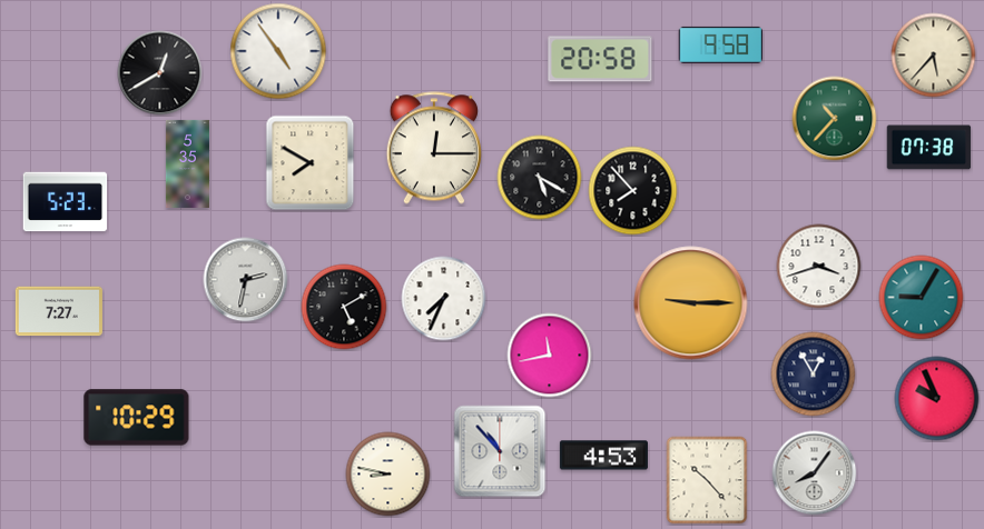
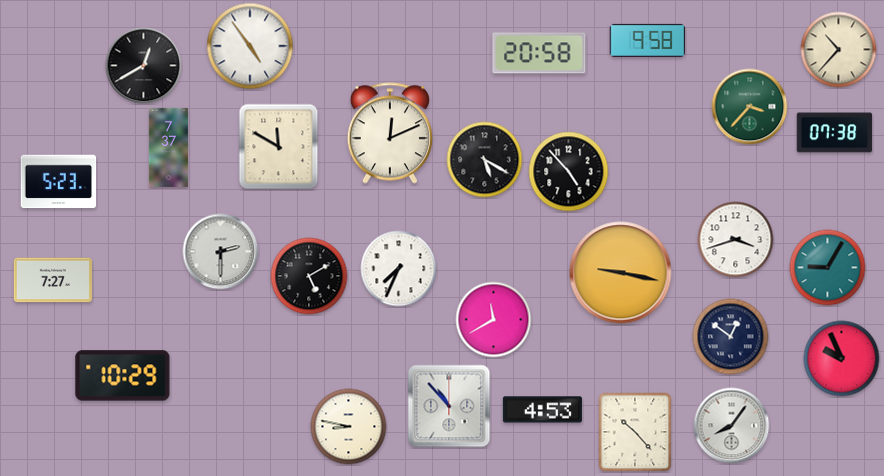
clock at (934, 56): 5:37 -> 10:37
clock at (835, 119): 10:37 -> 3:37
clock at (434, 148): 12:15 -> 12:11
clock at (187, 163): 5:35 -> 7:37
clock at (311, 163): 7:50 -> 11:50
clock at (633, 191): 7:53 -> 4:53
clock at (246, 280): 2:32 -> 2:30
clock at (691, 303): 9:15 -> 9:17
clock at (550, 356): 11:43 -> 11:40
clock at (814, 375): 12:55 -> 12:51
